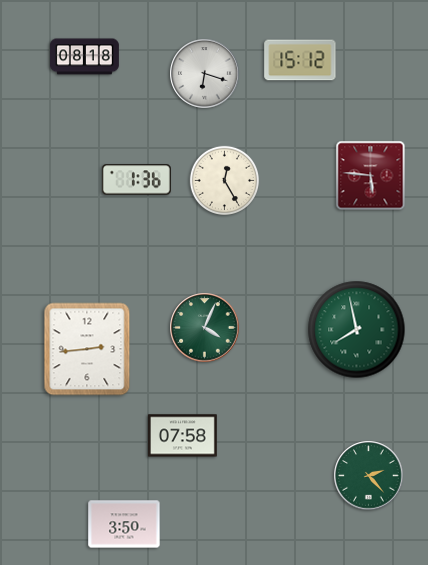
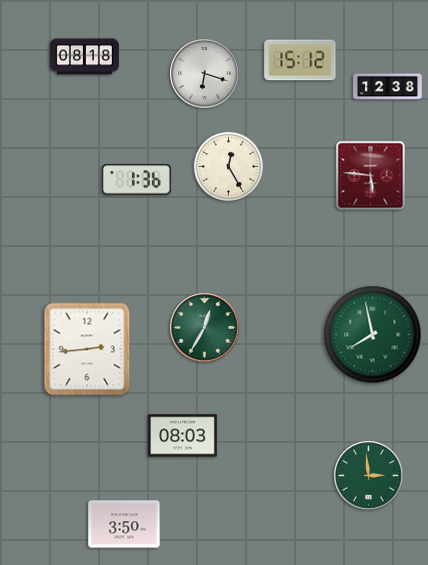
clock at (388, 87): none -> 12:38
clock at (225, 181) position: (225, 181) -> (229, 167)
clock at (205, 328): 4:04 -> 12:35
clock at (357, 330) position: (357, 330) -> (373, 335)
clock at (182, 436): 07:58 -> 08:03
clock at (369, 476): 2:23 -> 2:59
